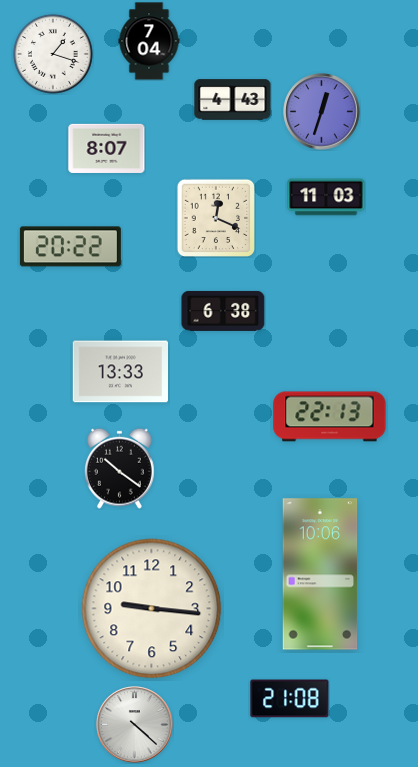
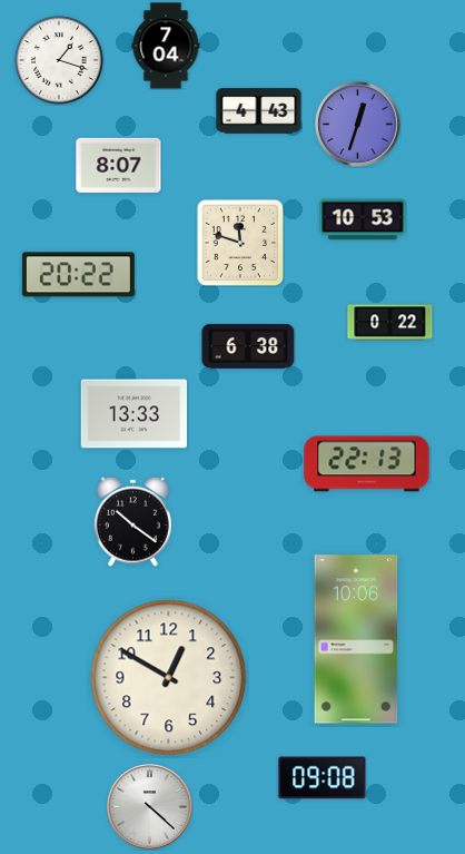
clock at (326, 197): 11:03 -> 10:53
clock at (216, 218): 12:19 -> 11:48
clock at (390, 323): none -> 0:22
clock at (152, 609): 9:16 -> 12:50
clock at (290, 699): 21:08 -> 09:08
